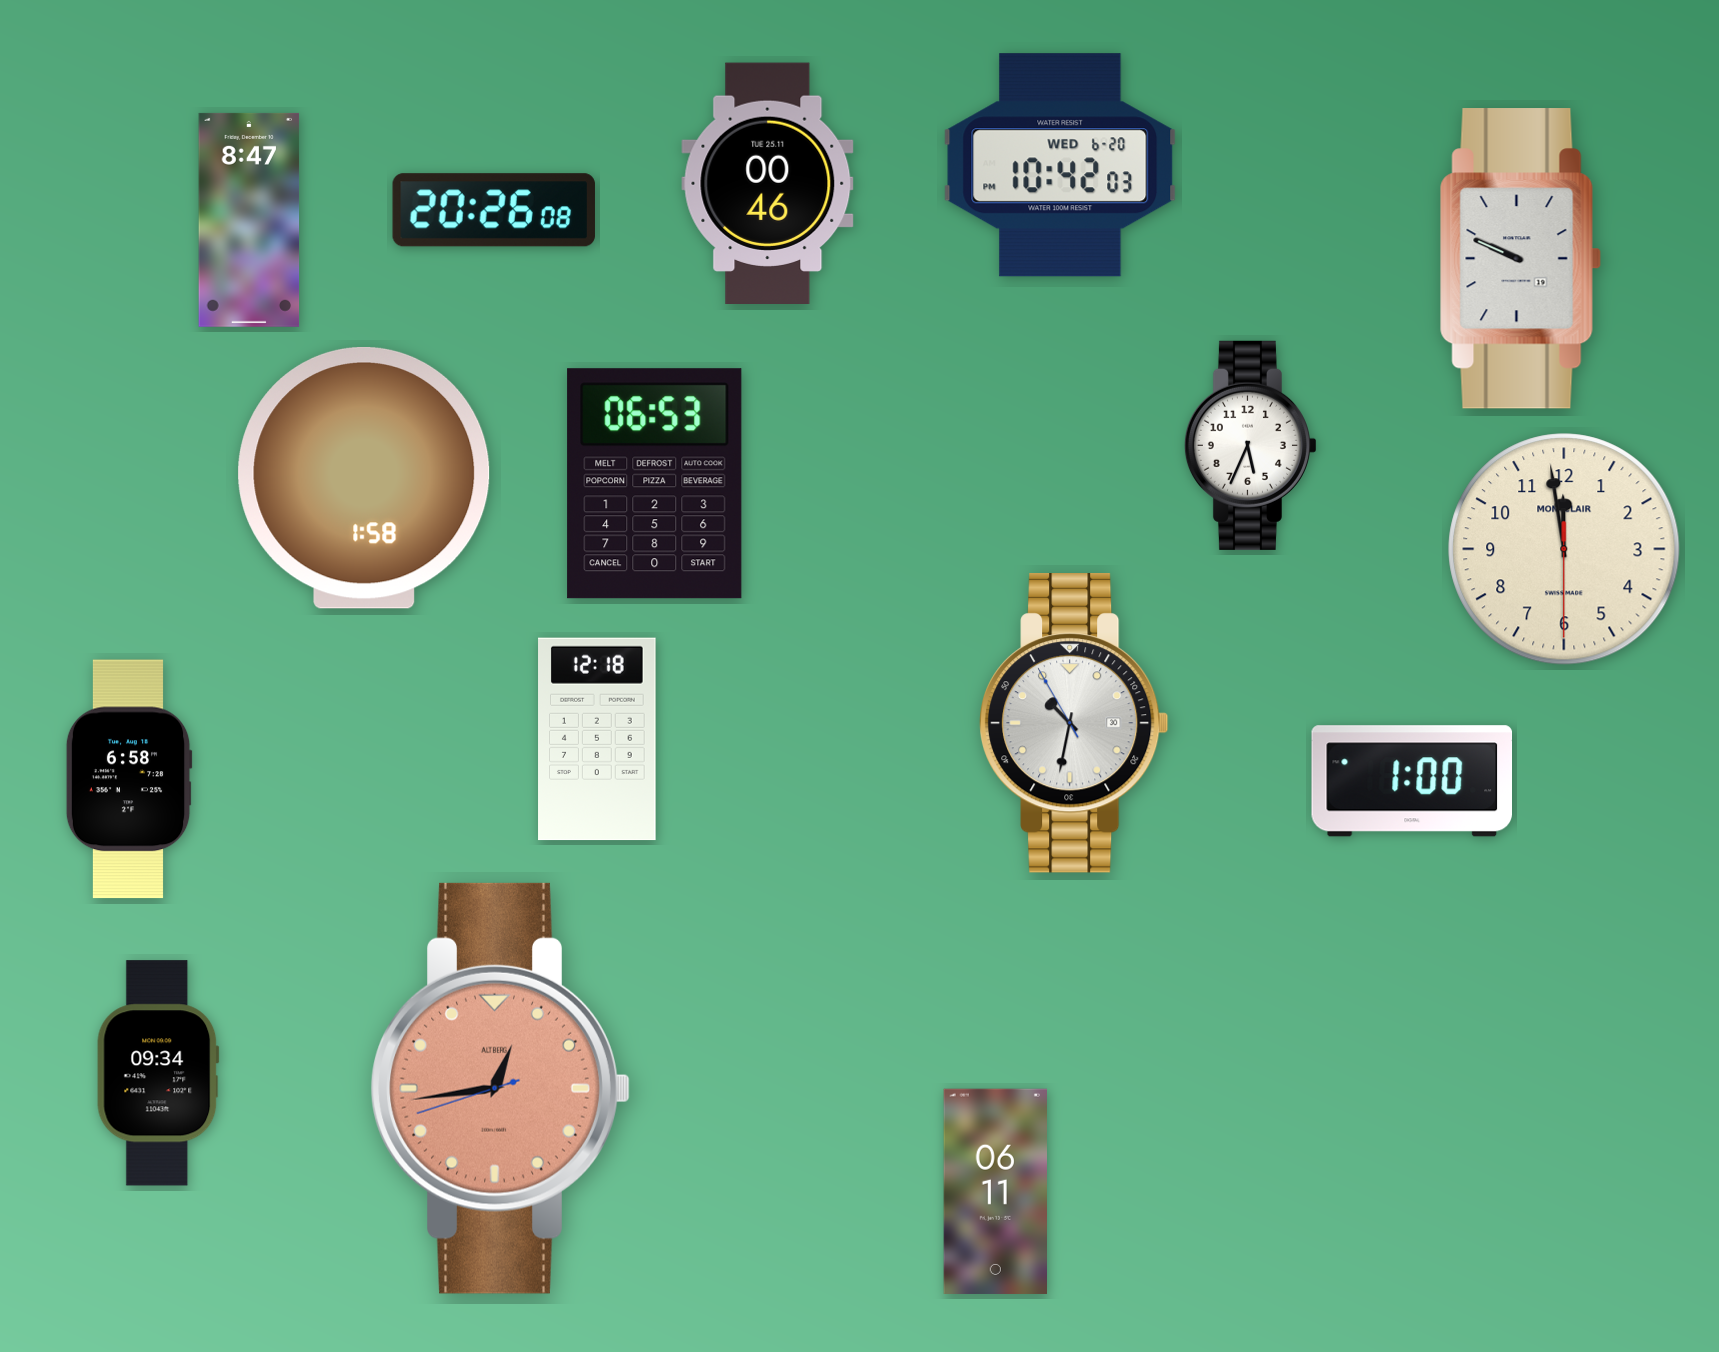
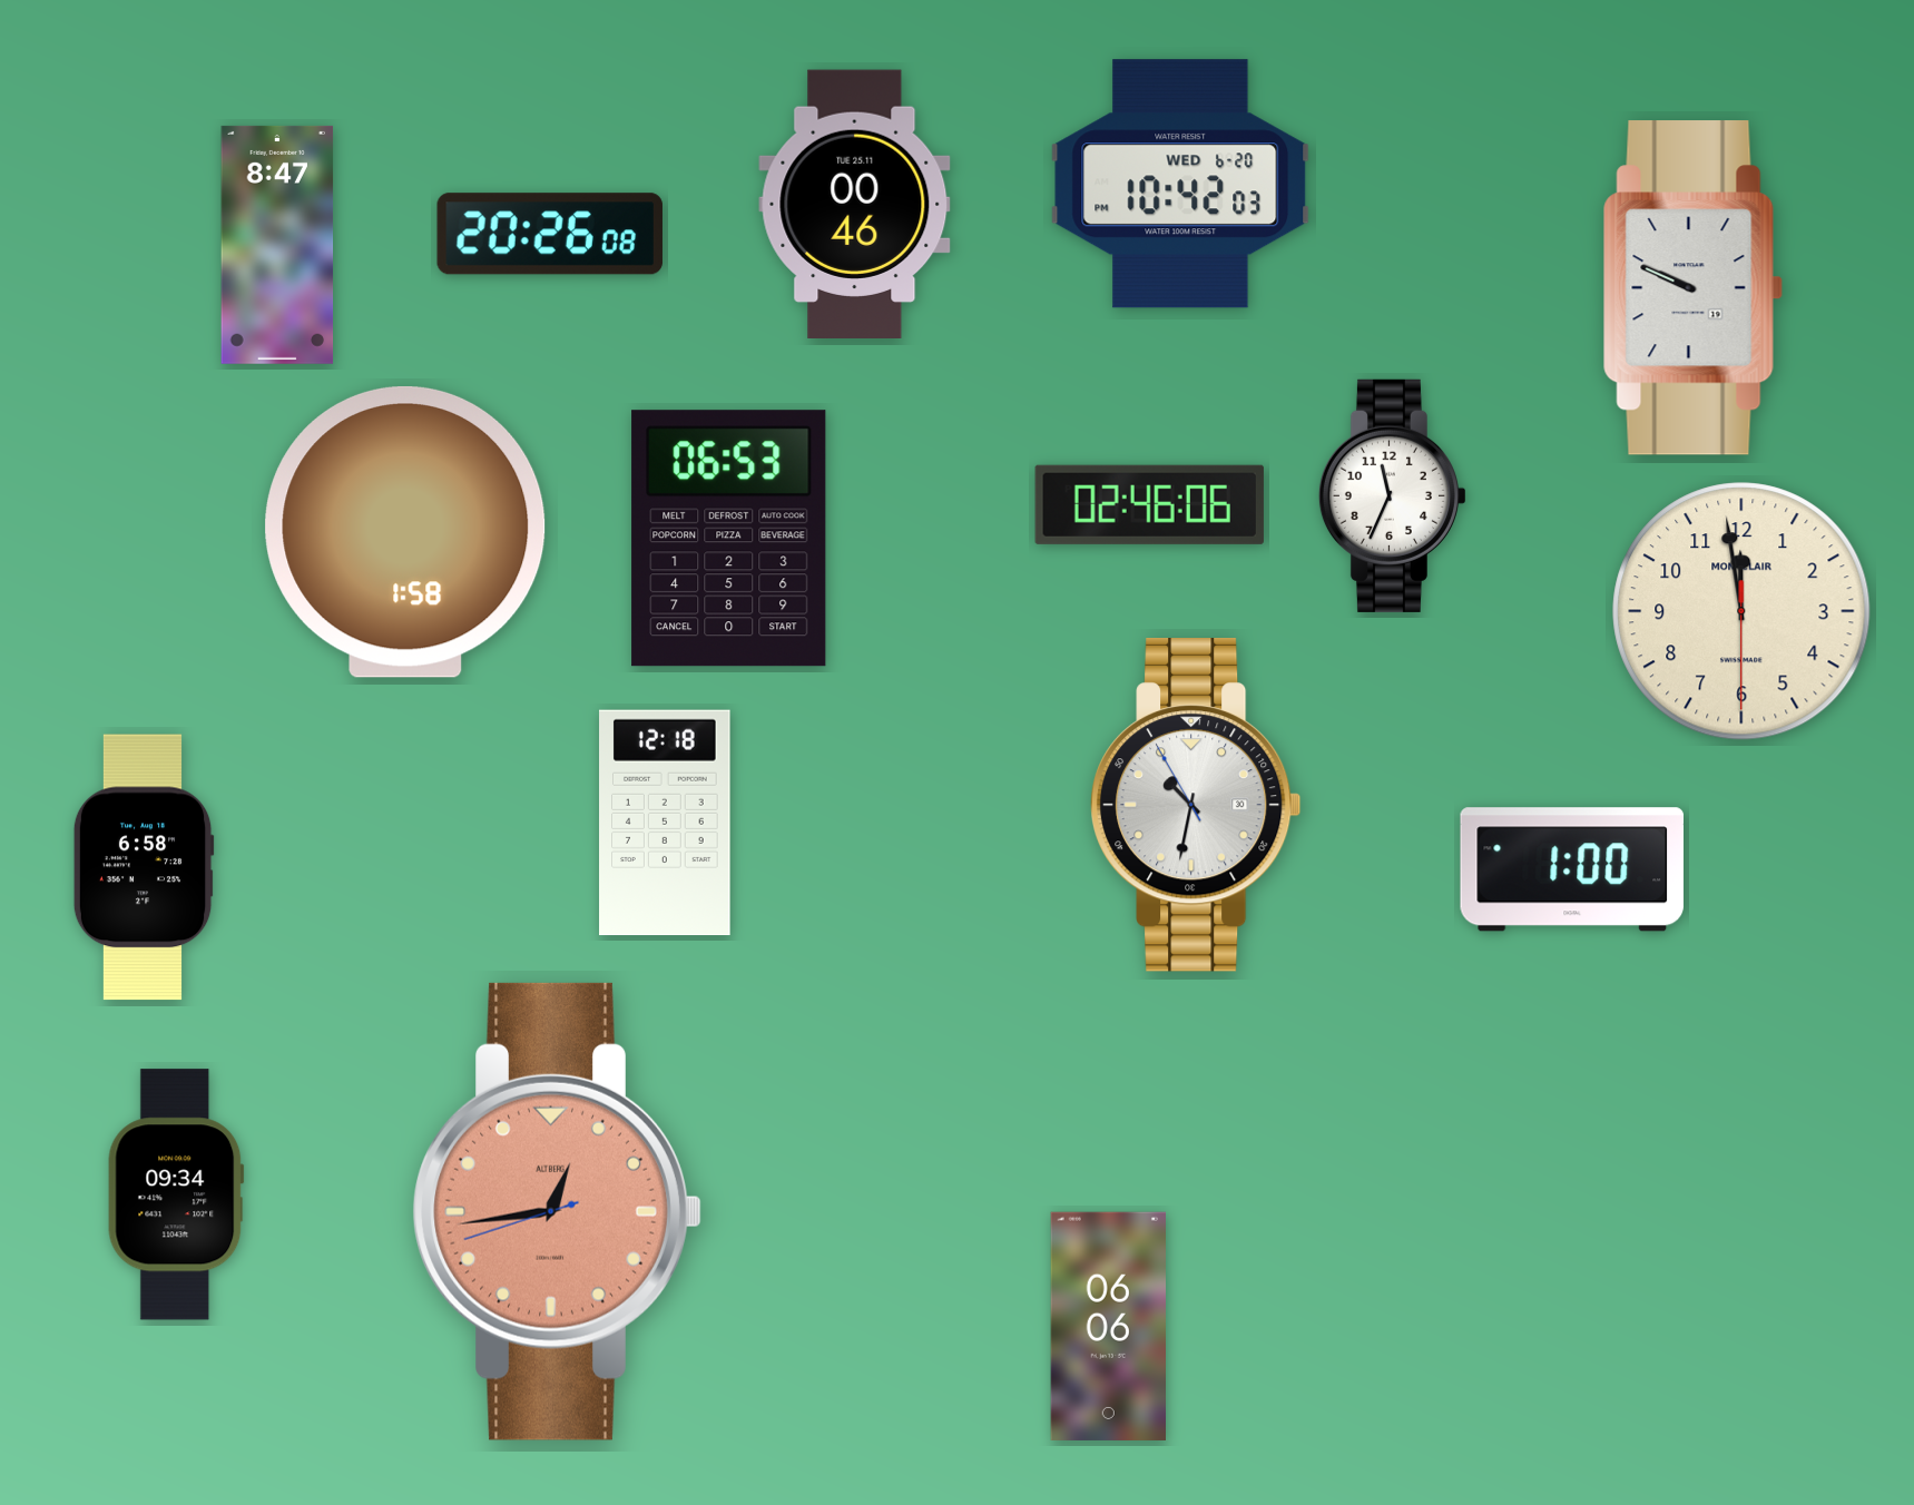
clock at (1250, 445): 5:34 -> 11:34
clock at (1149, 504): none -> 02:46
clock at (995, 1191): 06:11 -> 06:06
